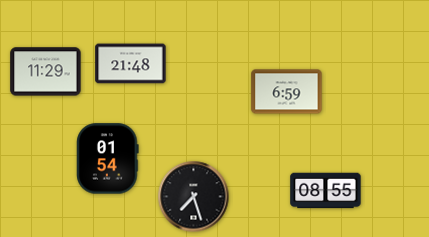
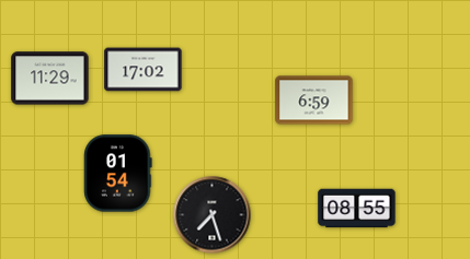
clock at (131, 64): 21:48 -> 17:02
